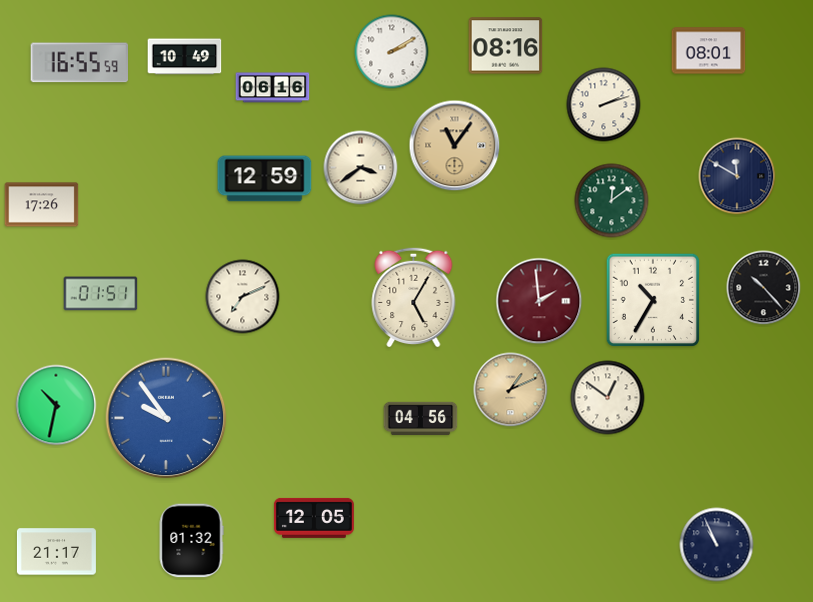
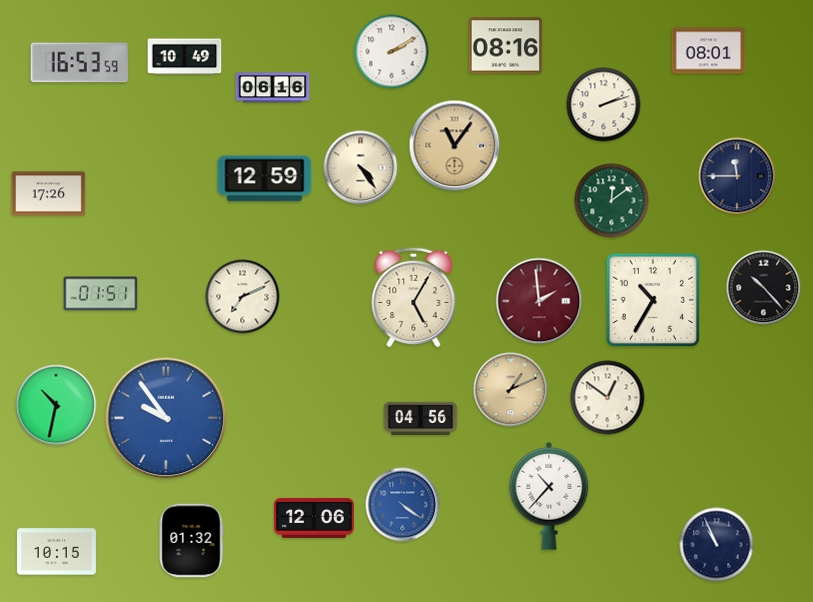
clock at (79, 63): 16:55 -> 16:53
clock at (361, 168): 3:39 -> 4:24
clock at (737, 176): 11:50 -> 11:45
clock at (42, 205) position: (42, 205) -> (49, 194)
clock at (549, 496): none -> 10:37
clock at (403, 505): none -> 4:21
clock at (314, 518): 12:05 -> 12:06
clock at (56, 552): 21:17 -> 10:15
